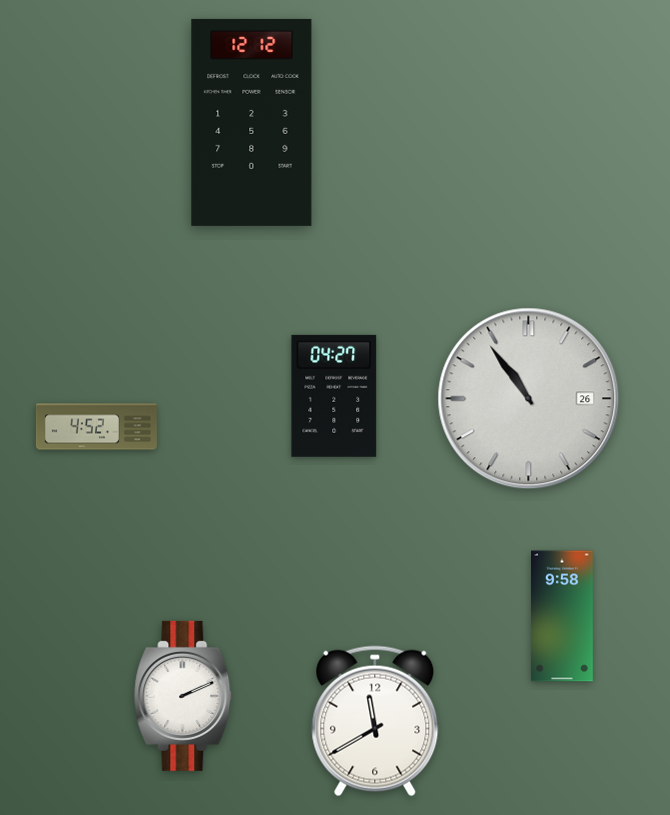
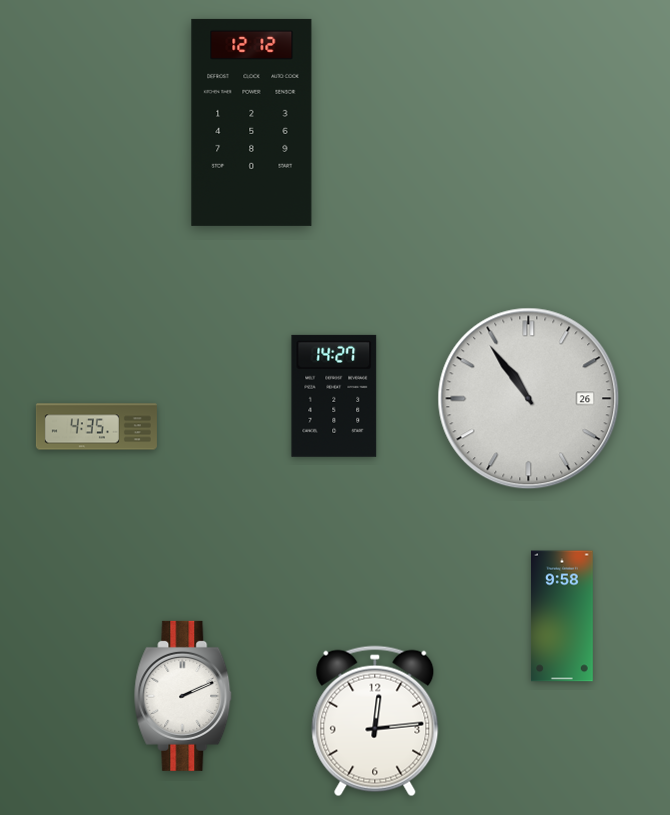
clock at (334, 396): 04:27 -> 14:27
clock at (96, 427): 4:52 -> 4:35
clock at (375, 721): 11:40 -> 12:14
